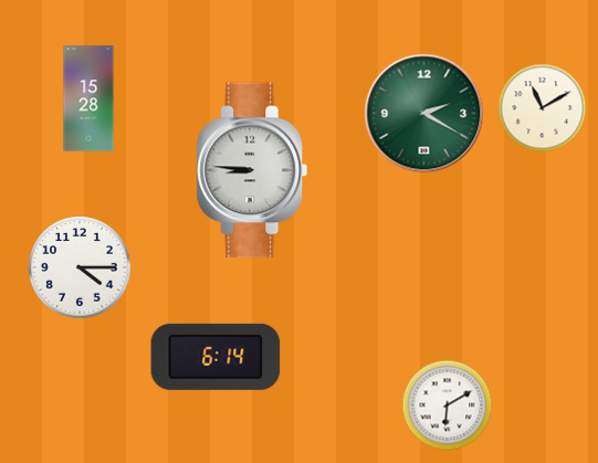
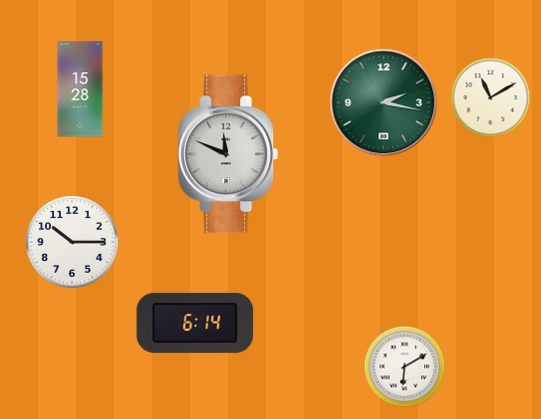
clock at (424, 114): 2:20 -> 2:17
clock at (252, 170): 8:46 -> 11:49
clock at (80, 267): 4:15 -> 10:15
